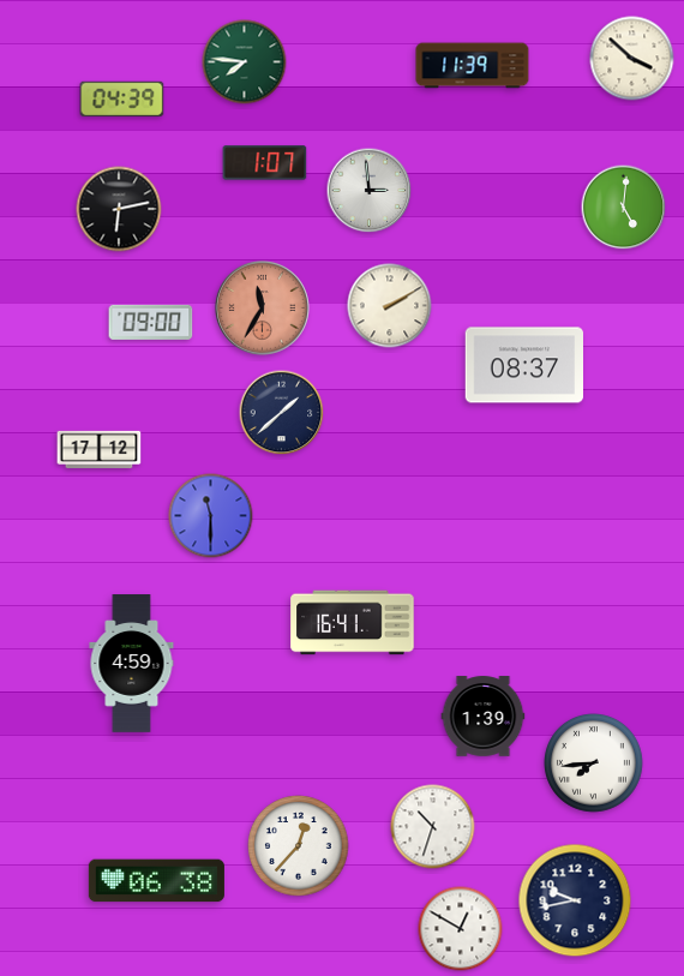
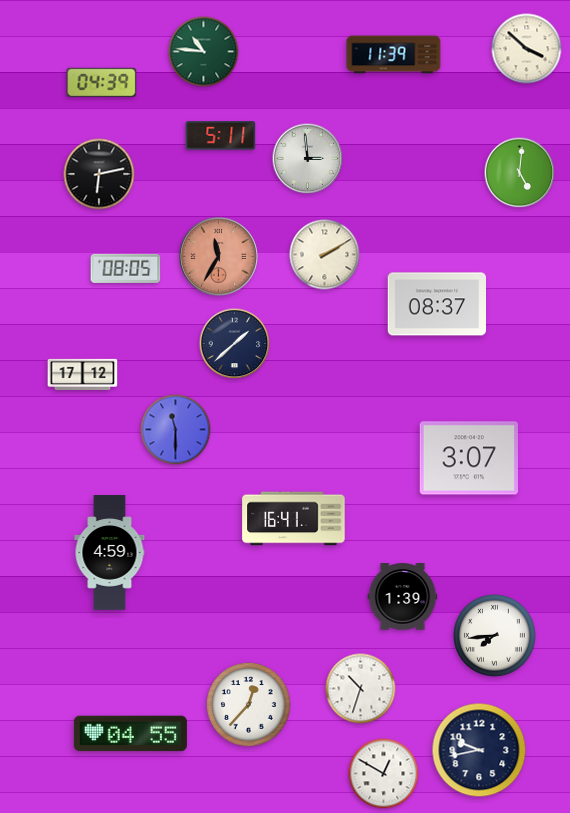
clock at (245, 62): 7:46 -> 10:46
clock at (265, 163): 1:07 -> 5:11
clock at (151, 322): 09:00 -> 08:05
clock at (468, 458): none -> 3:07
clock at (156, 881): 06:38 -> 04:55
